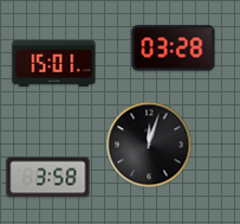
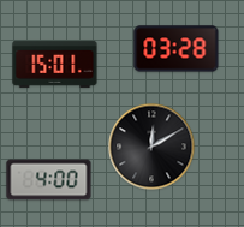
clock at (149, 145): 12:03 -> 12:10
clock at (48, 178): 3:58 -> 4:00
